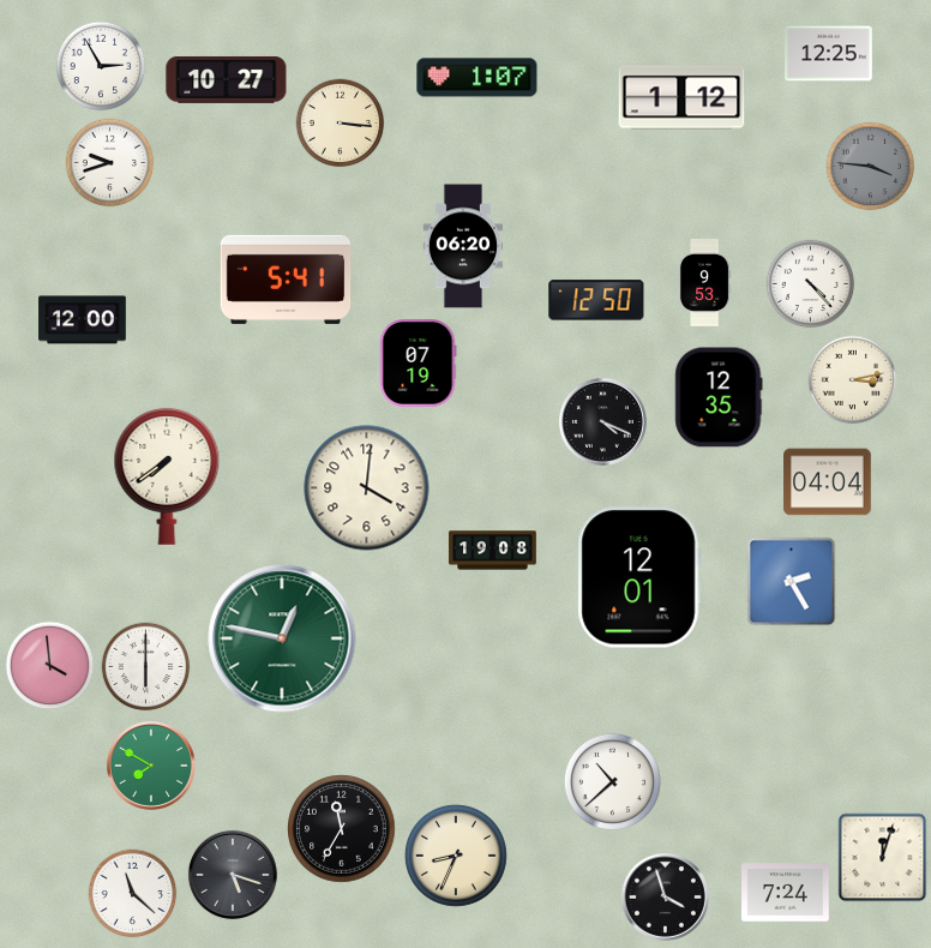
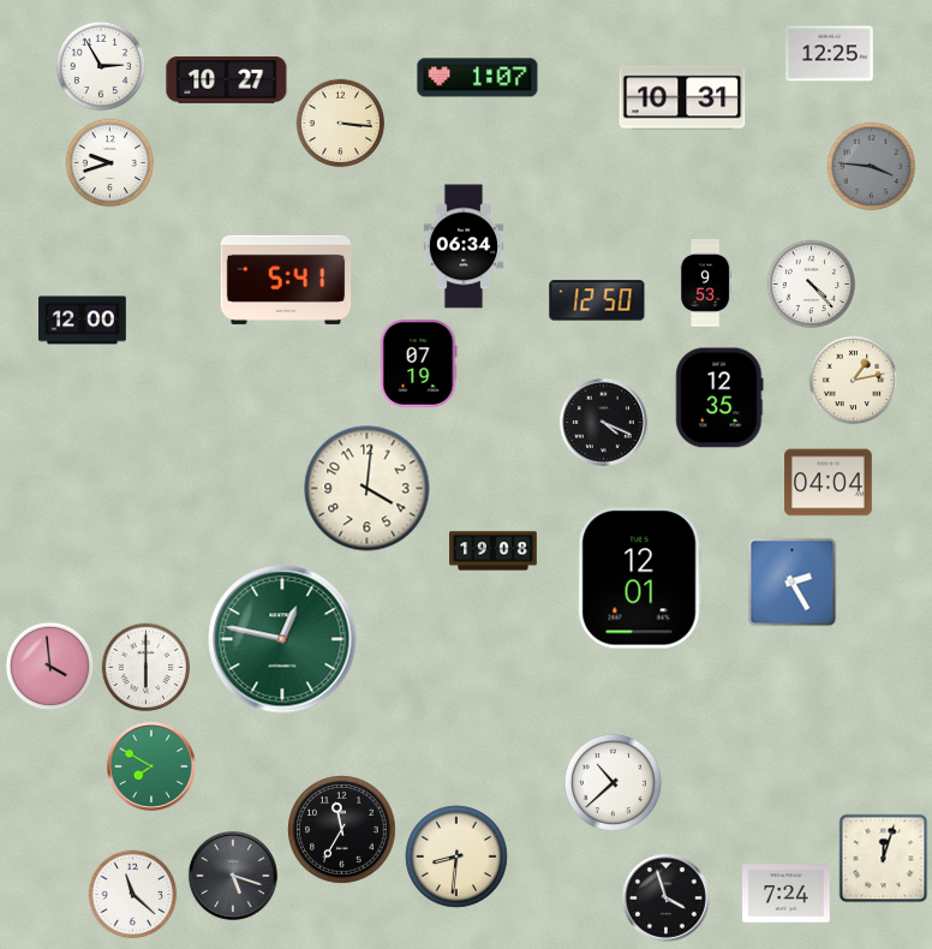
clock at (681, 97): 1:12 -> 10:31
clock at (463, 246): 06:20 -> 06:34
clock at (853, 380): 3:13 -> 1:13
clock at (167, 476): 7:39 -> none
clock at (456, 856): 8:34 -> 8:31
